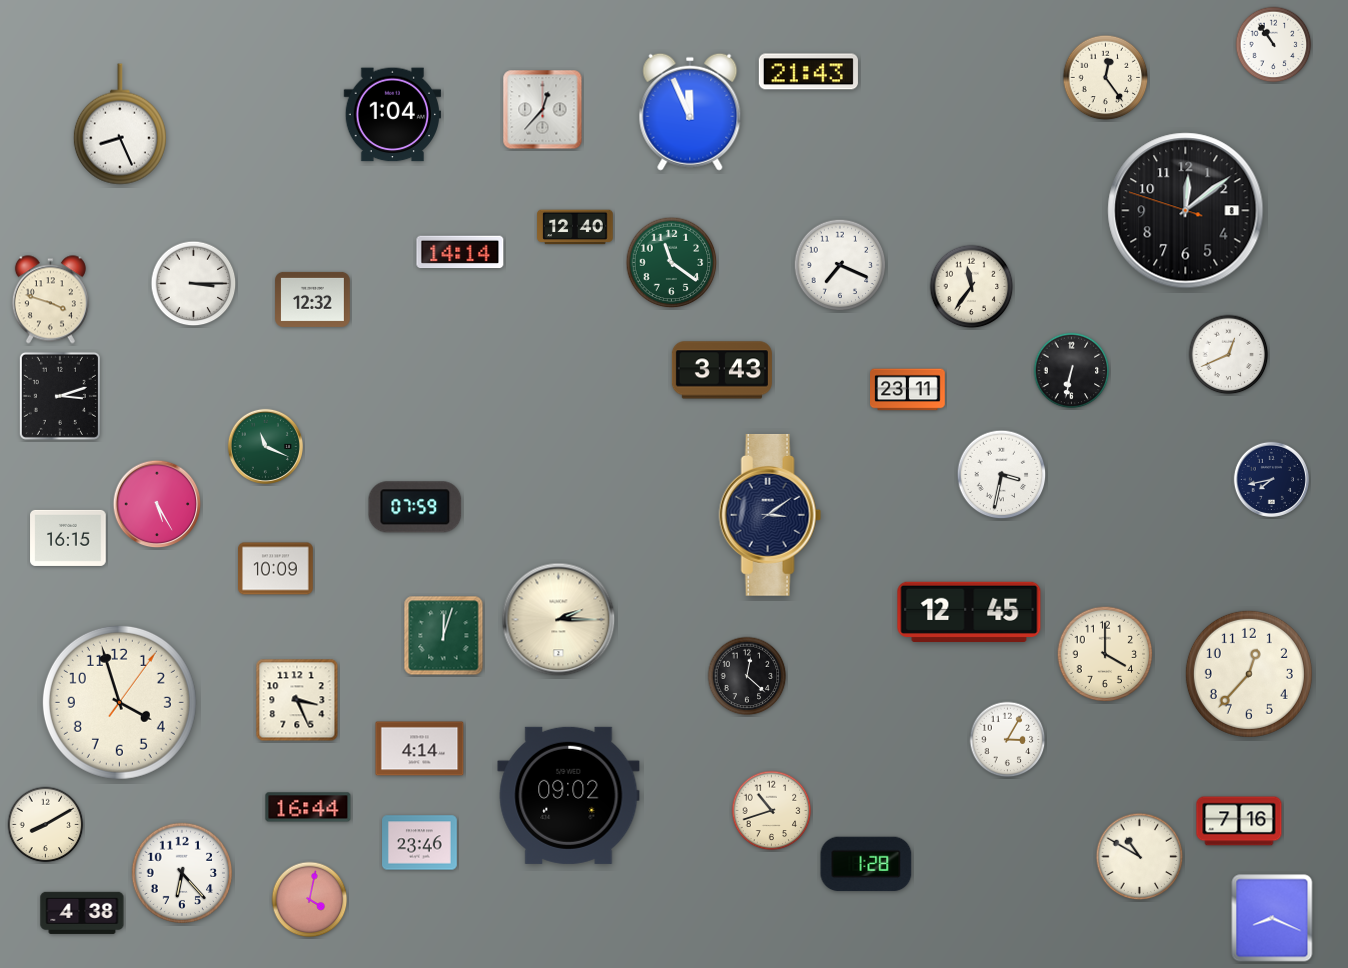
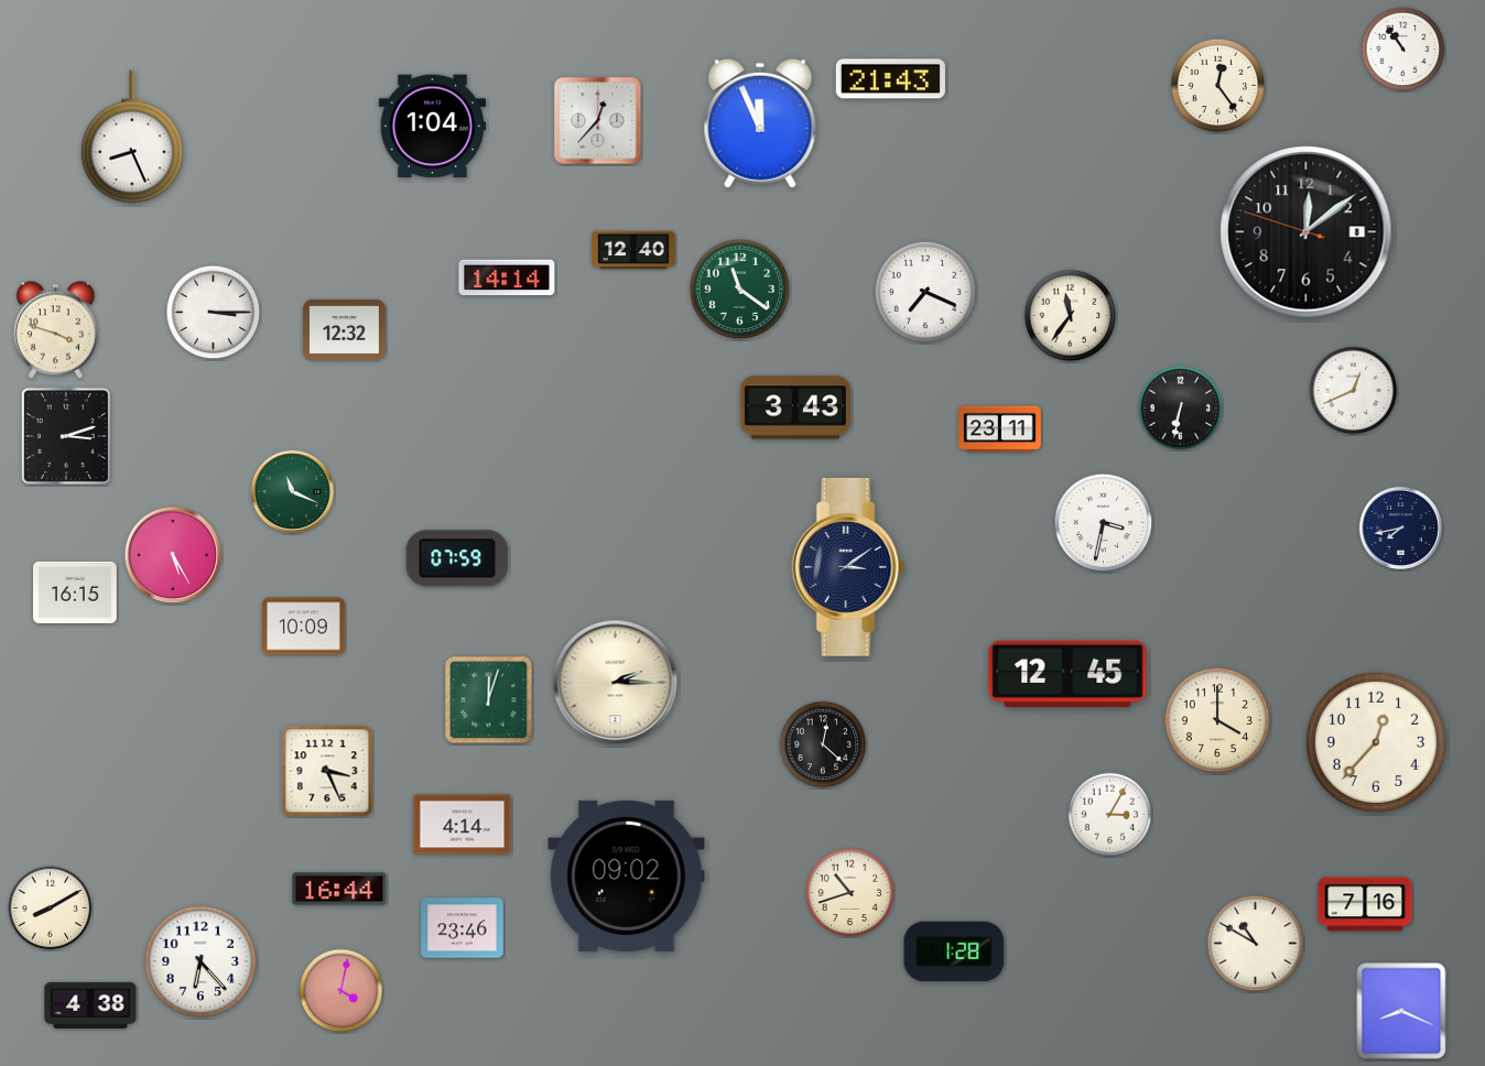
clock at (119, 702): 3:57 -> none
